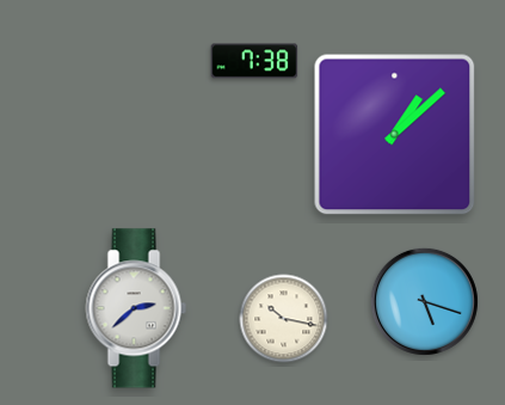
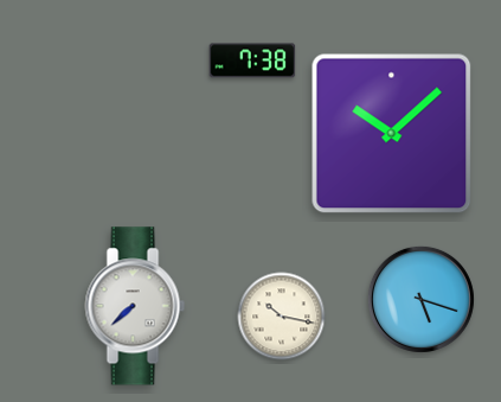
clock at (395, 135): 1:08 -> 10:08
clock at (136, 308): 2:38 -> 7:38
